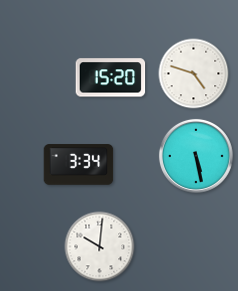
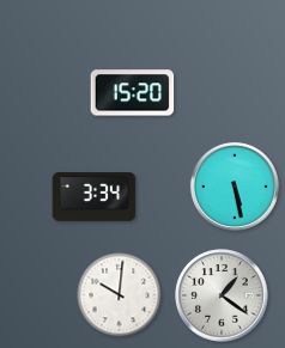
clock at (194, 74): 4:48 -> none
clock at (222, 295): none -> 1:21
